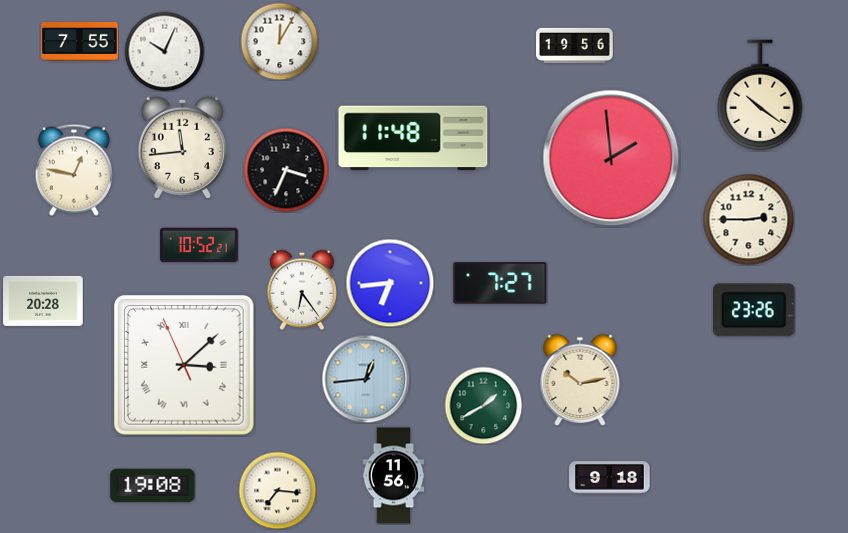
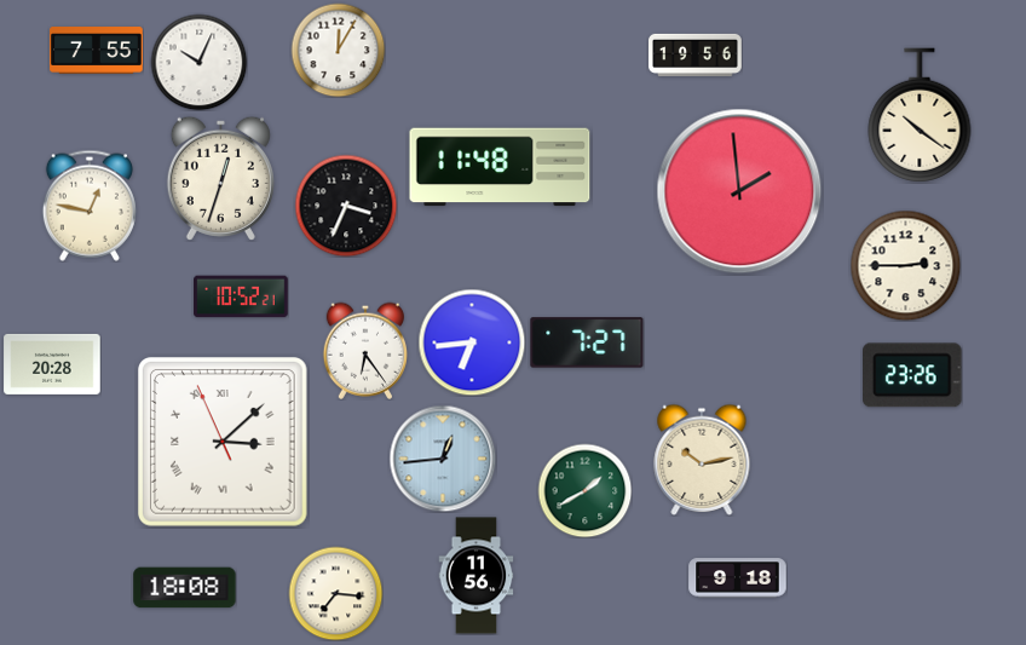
clock at (182, 147): 11:44 -> 12:33
clock at (500, 283) position: (500, 283) -> (587, 342)
clock at (153, 486): 19:08 -> 18:08
